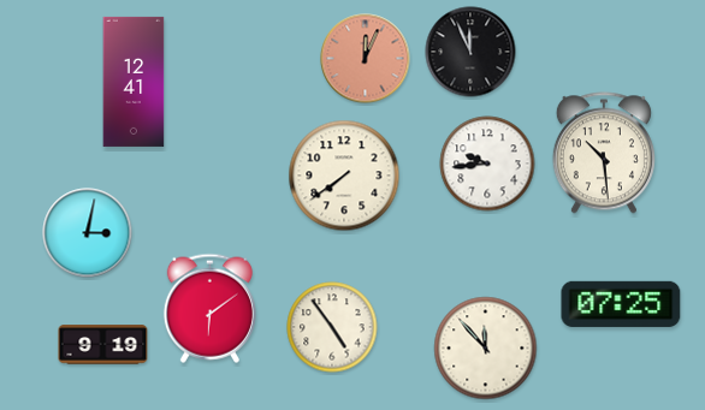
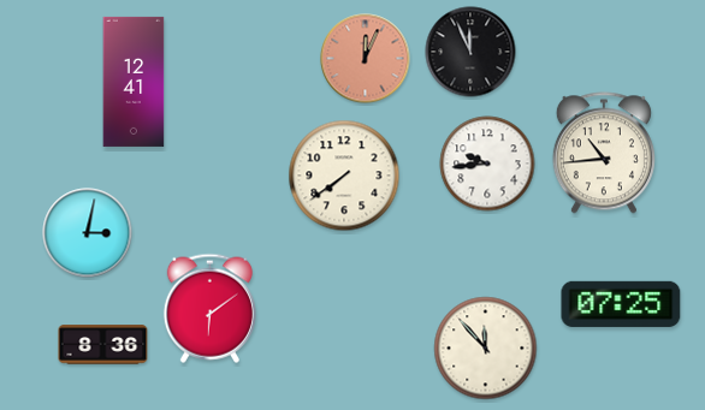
clock at (604, 153): 10:29 -> 10:44
clock at (332, 327): 4:54 -> none
clock at (103, 345): 9:19 -> 8:36
